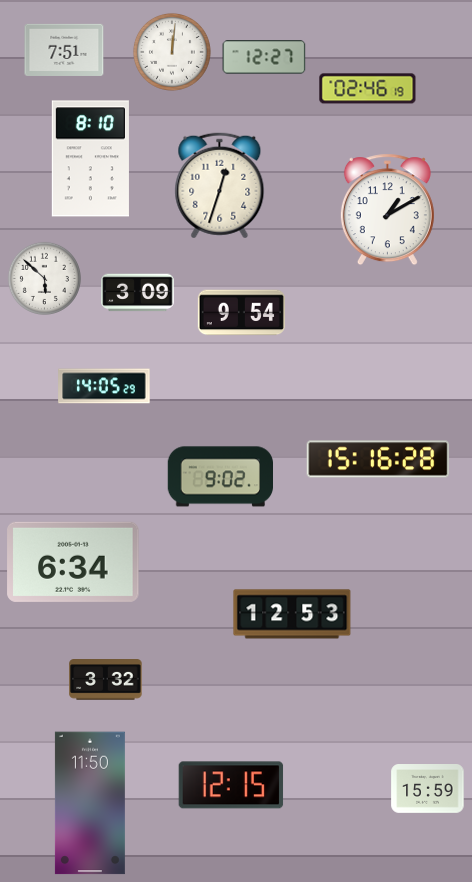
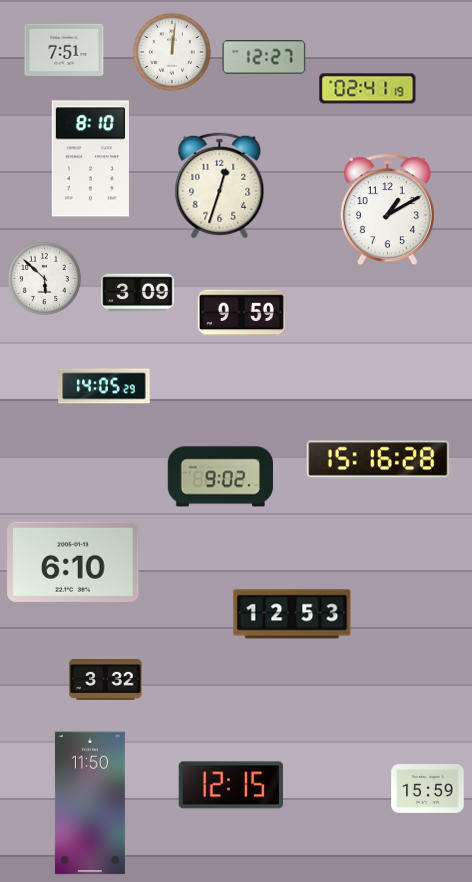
clock at (368, 89): 02:46 -> 02:41
clock at (241, 313): 9:54 -> 9:59
clock at (73, 562): 6:34 -> 6:10
